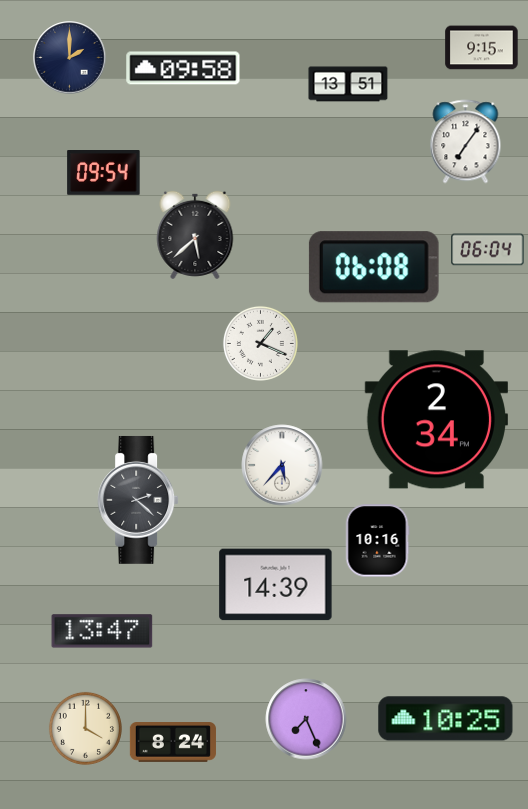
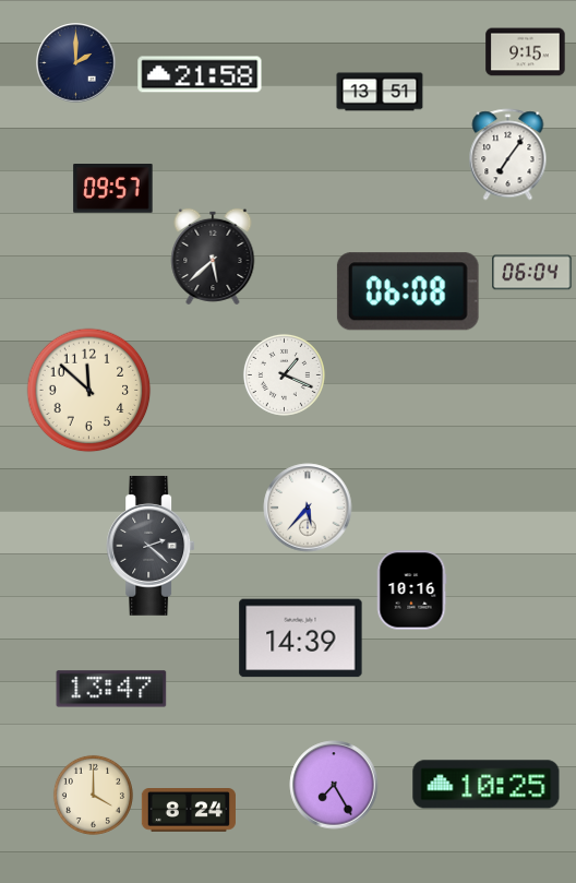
clock at (183, 68): 09:58 -> 21:58
clock at (104, 173): 09:54 -> 09:57
clock at (89, 391): none -> 11:52
clock at (436, 420): 2:34 -> none
clock at (306, 719): 7:26 -> 7:25
